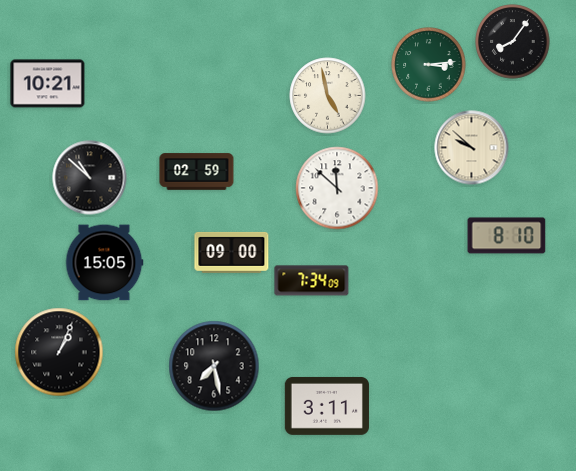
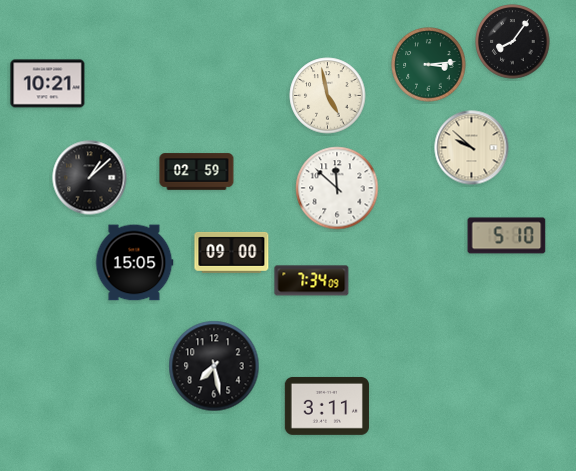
clock at (90, 178): 10:52 -> 1:08
clock at (507, 236): 8:10 -> 5:10
clock at (104, 263) position: (104, 263) -> (134, 263)
clock at (59, 352): 1:04 -> none
